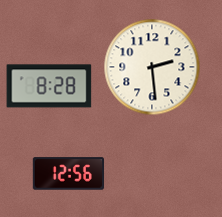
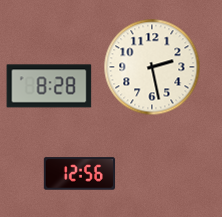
clock at (152, 67): 2:29 -> 2:28
clock at (69, 174) position: (69, 174) -> (80, 174)
